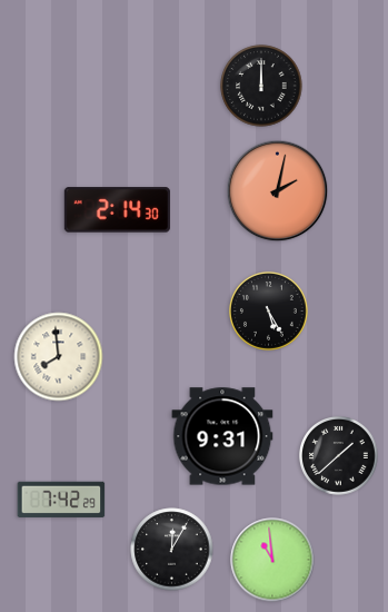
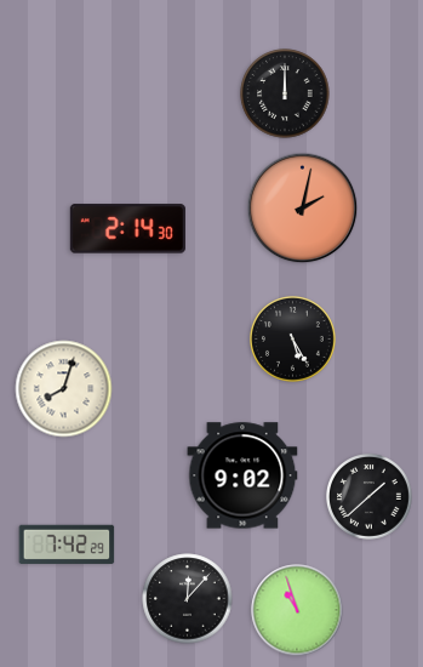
clock at (59, 357): 7:59 -> 8:03
clock at (222, 436): 9:31 -> 9:02
clock at (172, 550): 12:05 -> 12:07
clock at (272, 560): 10:59 -> 10:57
